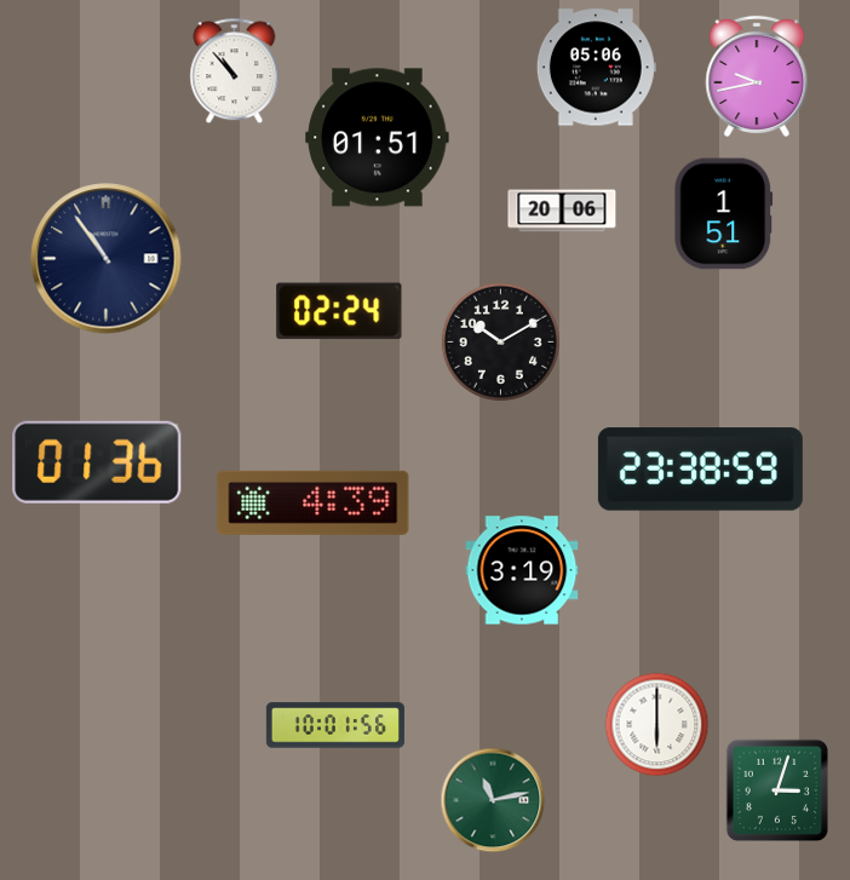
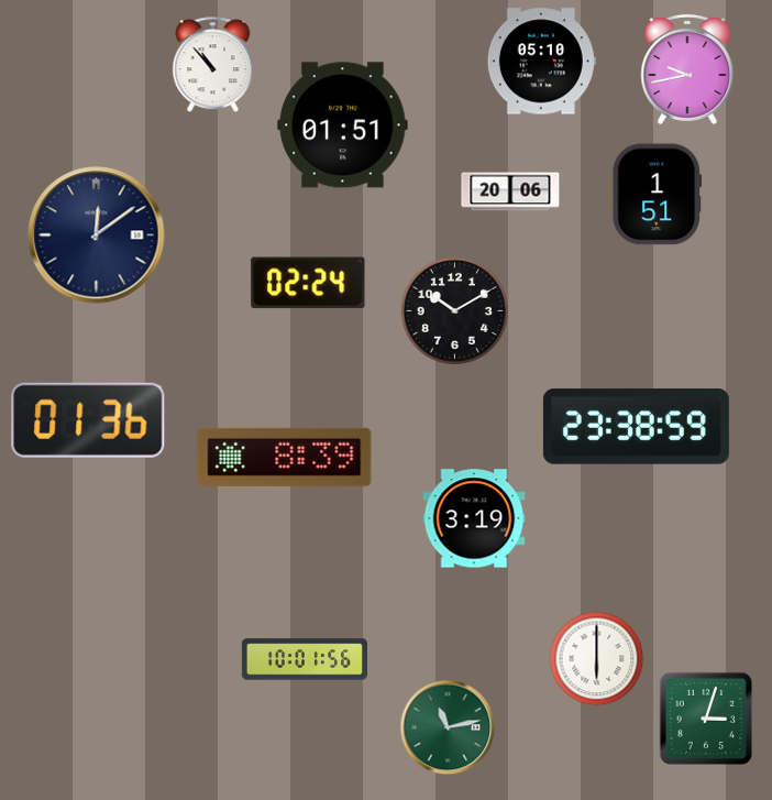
clock at (596, 68): 05:06 -> 05:10
clock at (107, 259): 10:54 -> 12:09
clock at (314, 502): 4:39 -> 8:39
